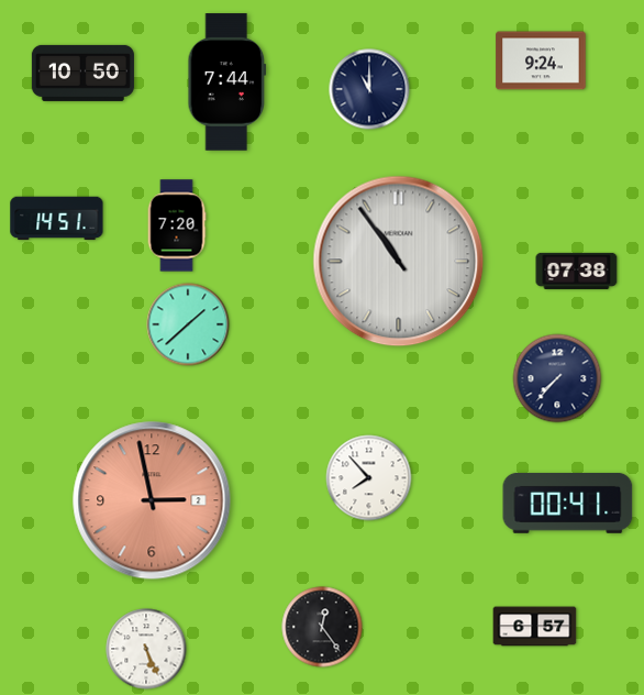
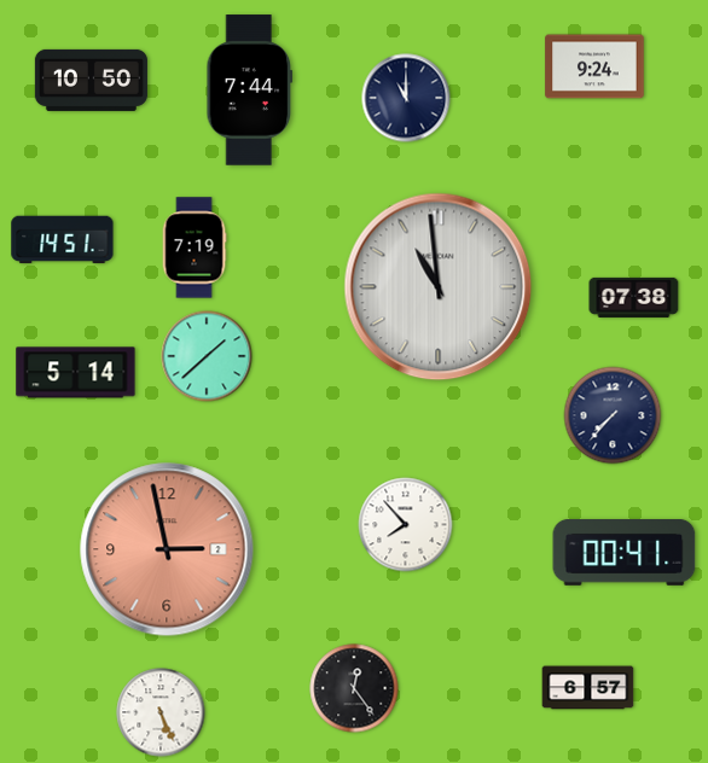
clock at (177, 225): 7:20 -> 7:19
clock at (399, 262): 10:54 -> 10:59
clock at (76, 373): none -> 5:14
